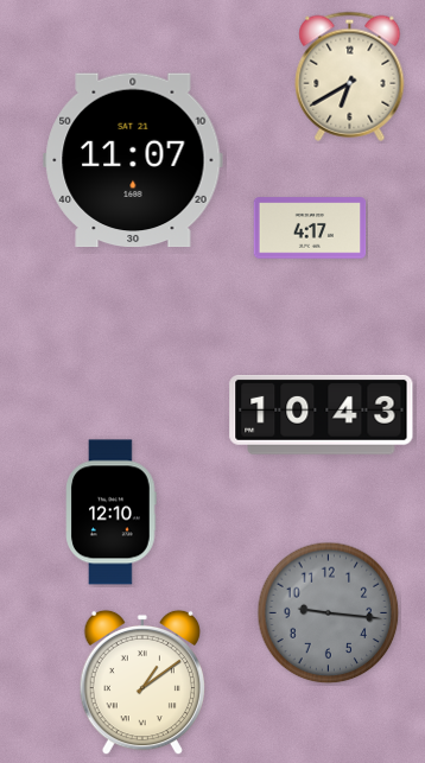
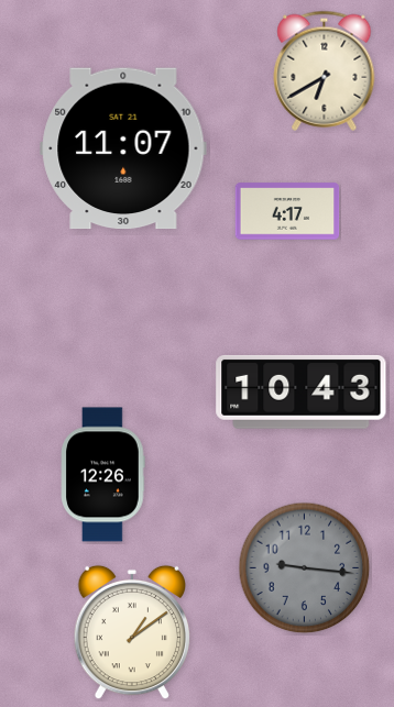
clock at (322, 414) position: (322, 414) -> (302, 391)
clock at (112, 513): 12:10 -> 12:26
